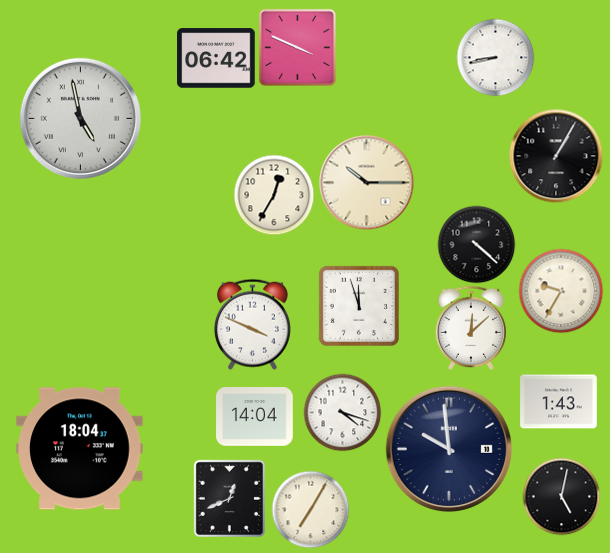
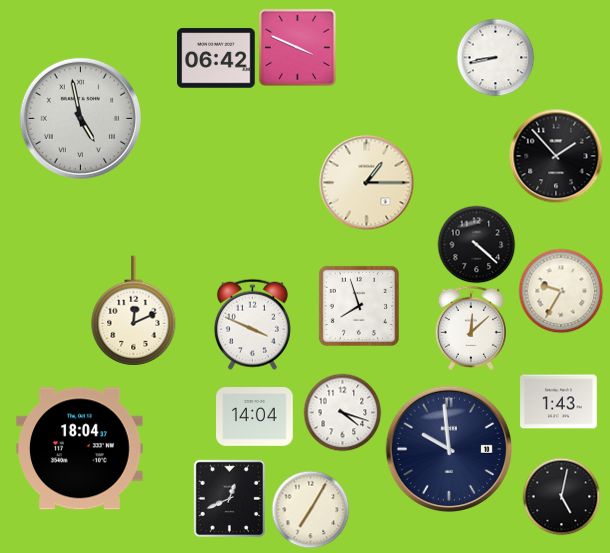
clock at (556, 156): 1:05 -> 1:53
clock at (366, 182): 10:15 -> 1:15
clock at (274, 195): 12:35 -> none
clock at (359, 306): 11:57 -> 7:57
clock at (134, 311): none -> 12:11
